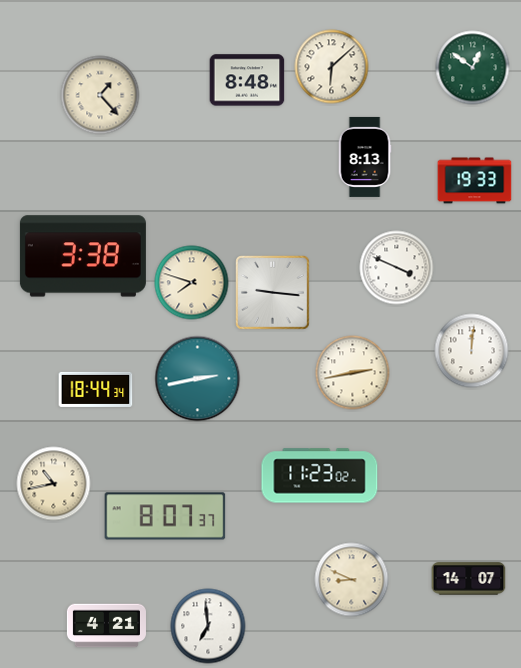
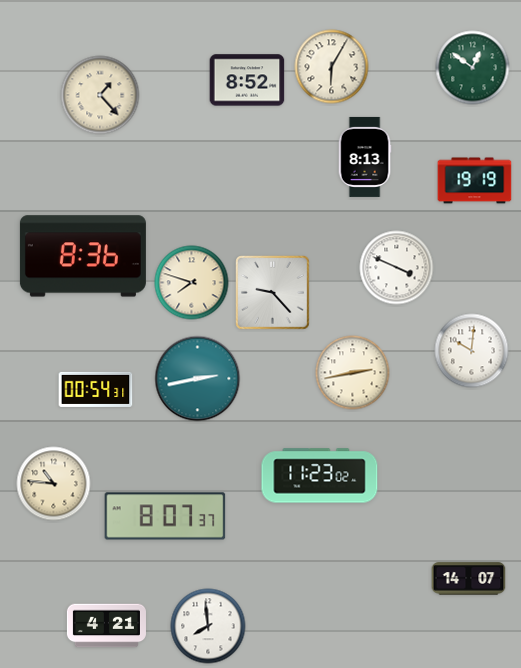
clock at (332, 67): 6:08 -> 6:05
clock at (247, 80): 8:48 -> 8:52
clock at (475, 181): 19:33 -> 19:19
clock at (83, 256): 3:38 -> 8:36
clock at (273, 293): 9:16 -> 9:23
clock at (472, 351): 12:01 -> 10:01
clock at (96, 389): 18:44 -> 00:54
clock at (54, 484): 10:43 -> 10:46
clock at (352, 580): 8:49 -> none
clock at (208, 626): 6:59 -> 7:59
